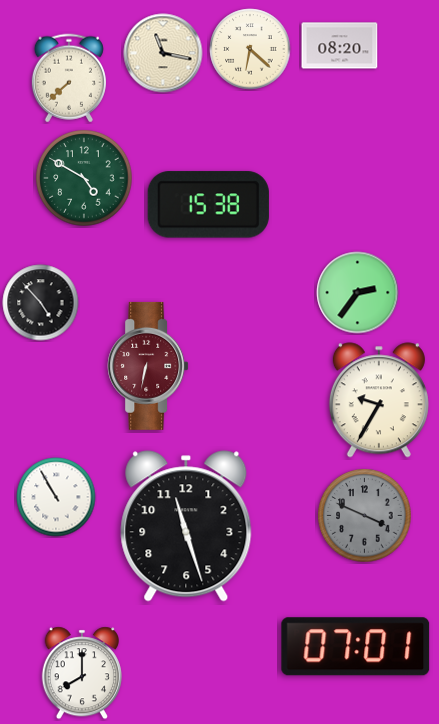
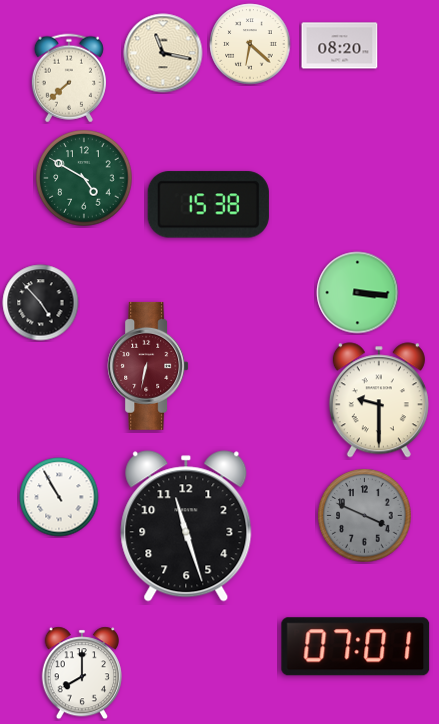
clock at (250, 49) position: (250, 49) -> (250, 44)
clock at (358, 293): 2:36 -> 3:16
clock at (379, 400): 9:35 -> 9:30
clock at (56, 497) position: (56, 497) -> (59, 497)
